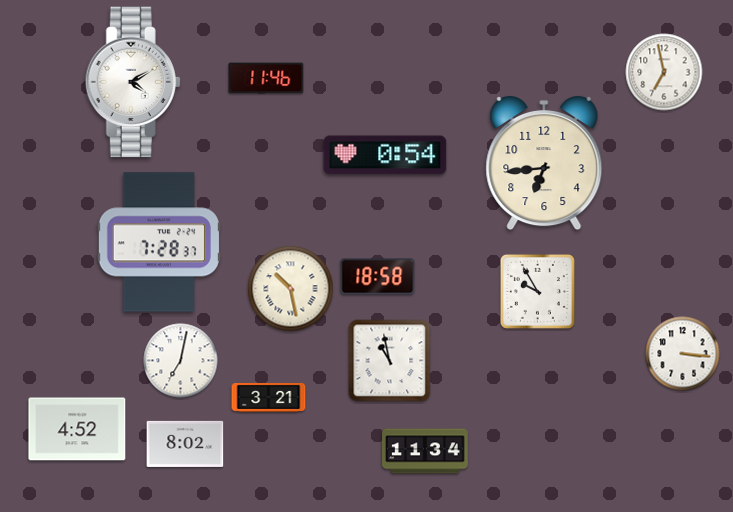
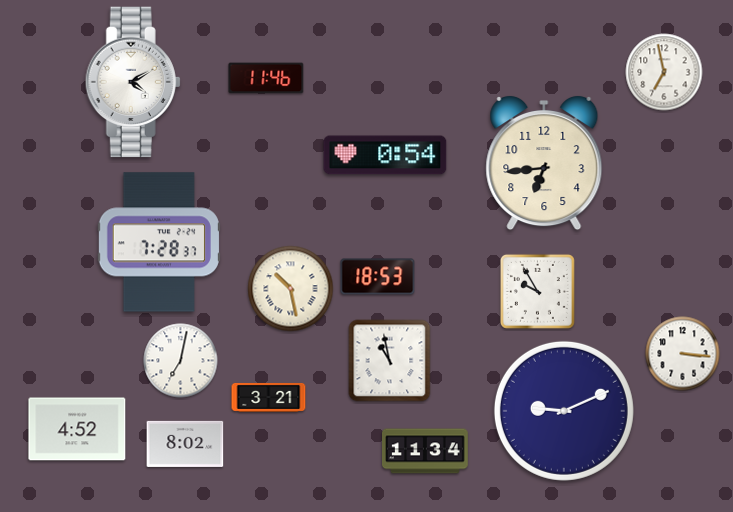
clock at (378, 277): 18:58 -> 18:53
clock at (564, 411): none -> 9:11
